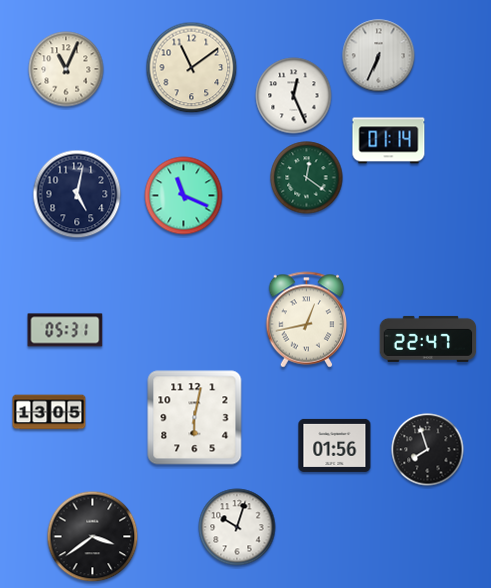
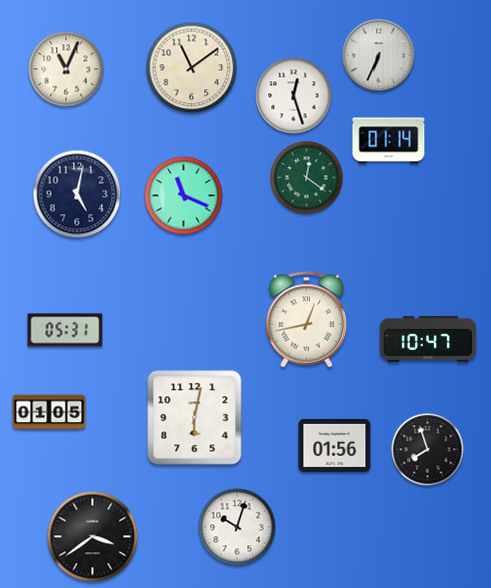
clock at (294, 96): 12:26 -> 12:27
clock at (428, 339): 22:47 -> 10:47
clock at (49, 412): 13:05 -> 01:05
